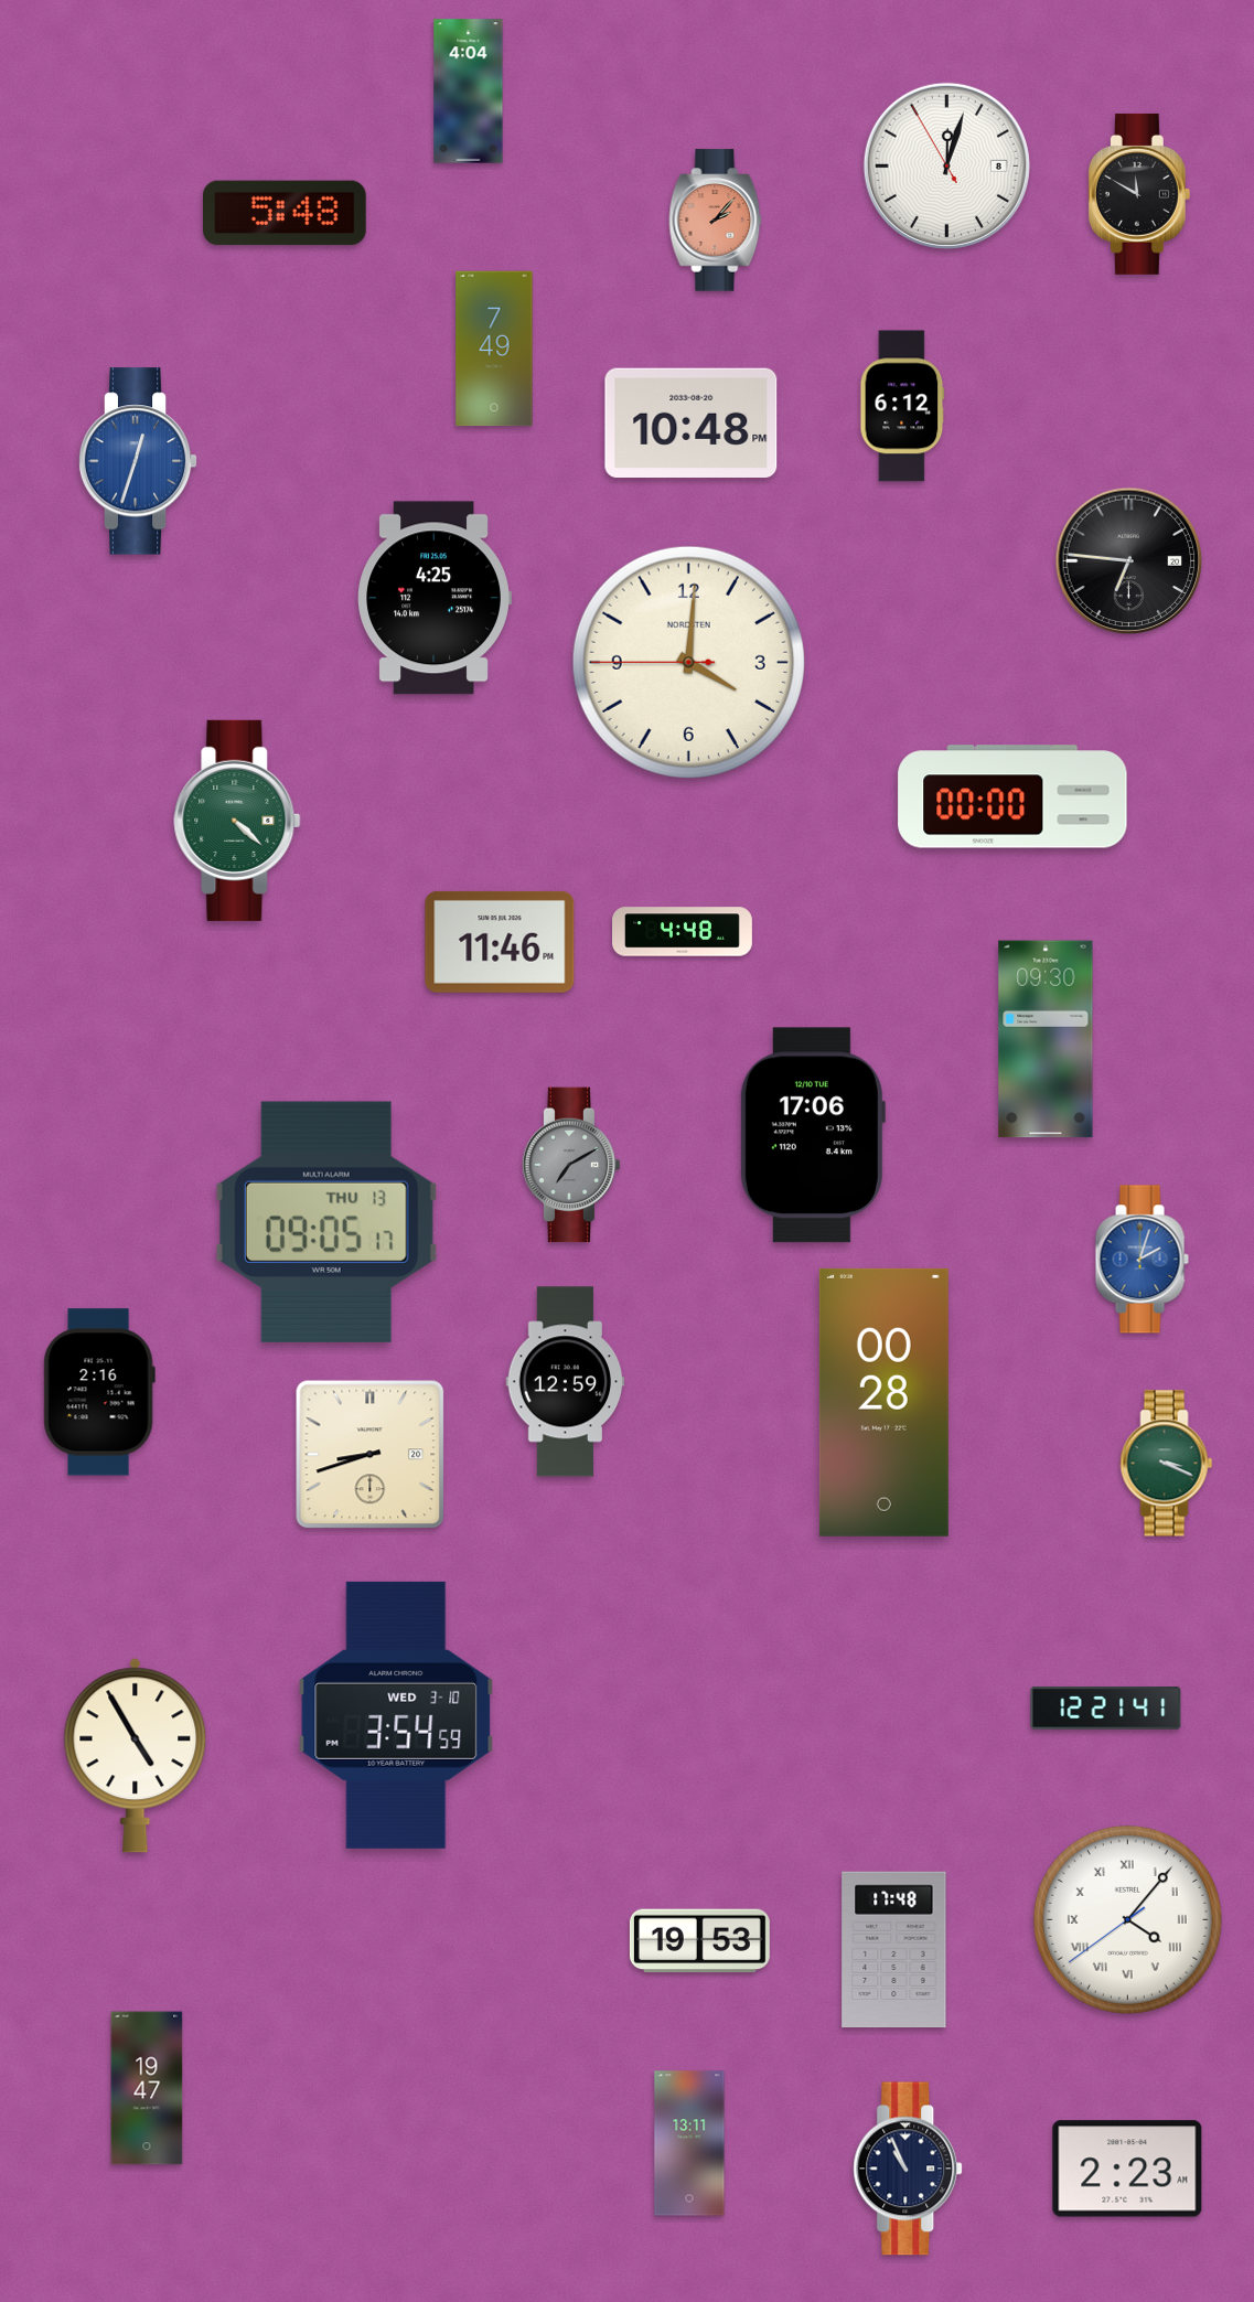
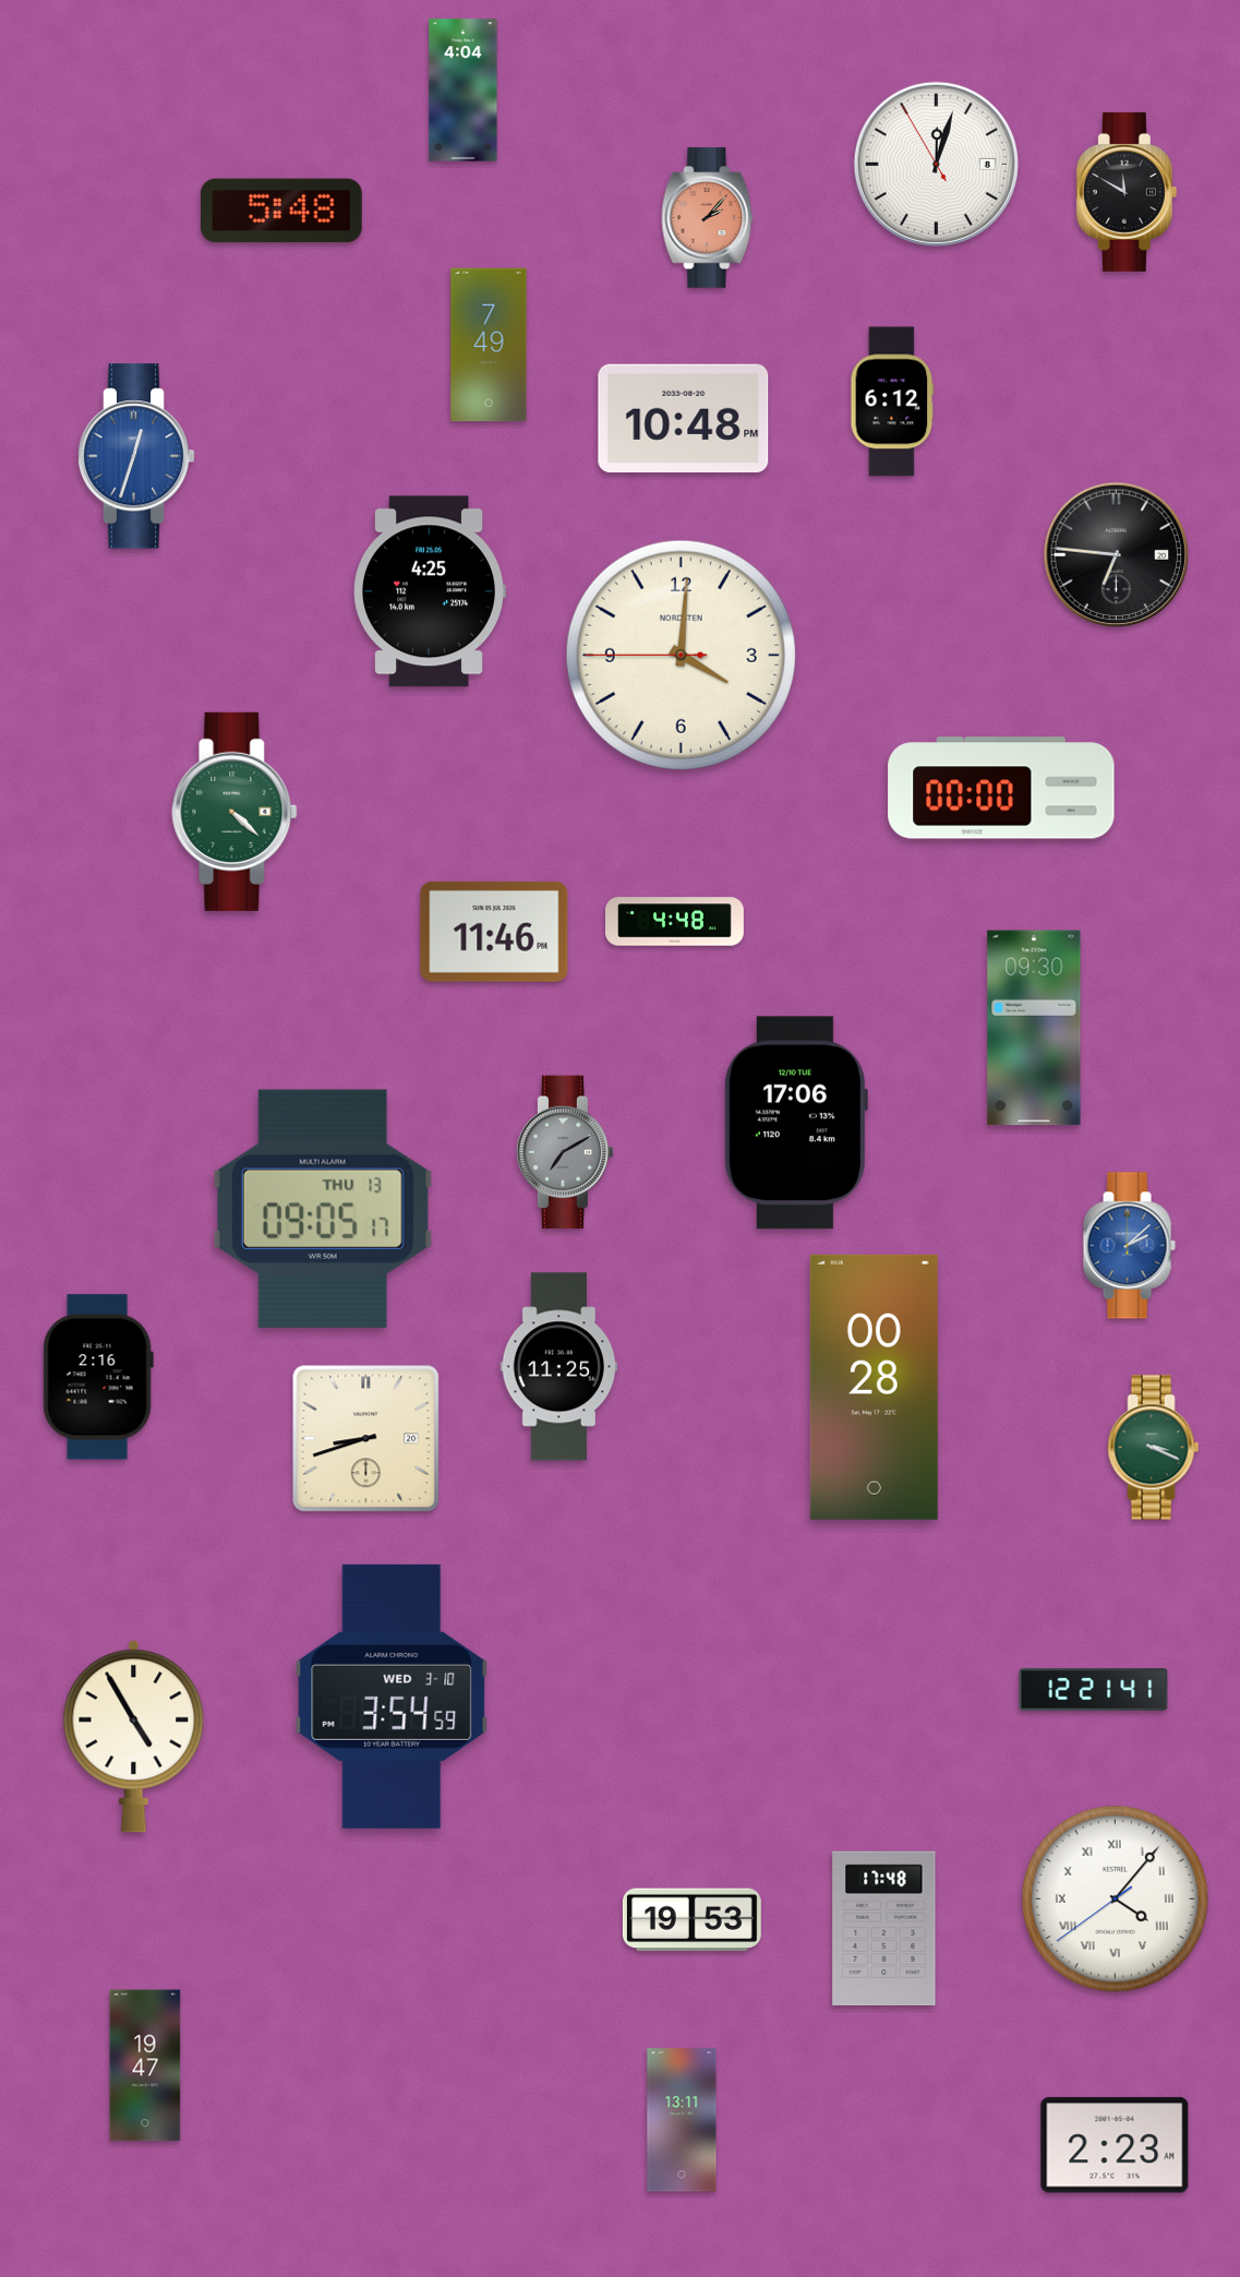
clock at (812, 1135) position: (812, 1135) -> (795, 1123)
clock at (1142, 1260): 2:03 -> 2:08
clock at (566, 1382): 12:59 -> 11:25
clock at (909, 2169): 10:56 -> none
